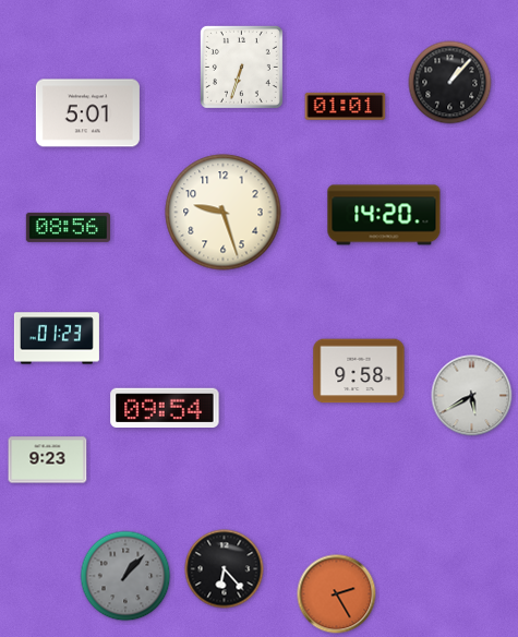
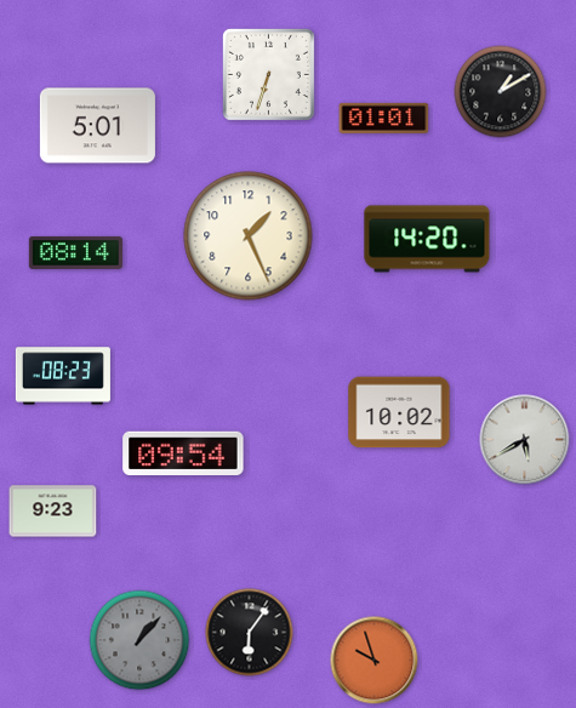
clock at (450, 83): 1:07 -> 1:10
clock at (224, 213): 9:27 -> 1:26
clock at (68, 227): 08:56 -> 08:14
clock at (57, 338): 01:23 -> 08:23
clock at (359, 371): 9:58 -> 10:02
clock at (225, 569): 6:23 -> 6:06
clock at (337, 594): 2:25 -> 9:57
